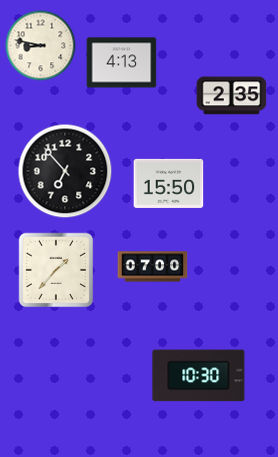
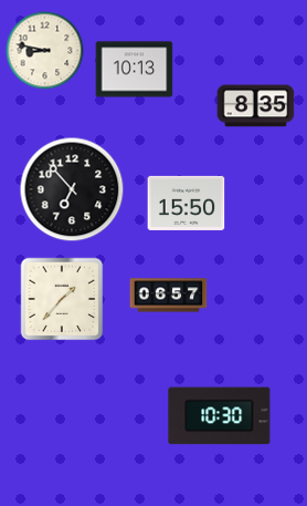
clock at (122, 63): 4:13 -> 10:13
clock at (232, 96): 2:35 -> 8:35
clock at (153, 267): 07:00 -> 06:57
